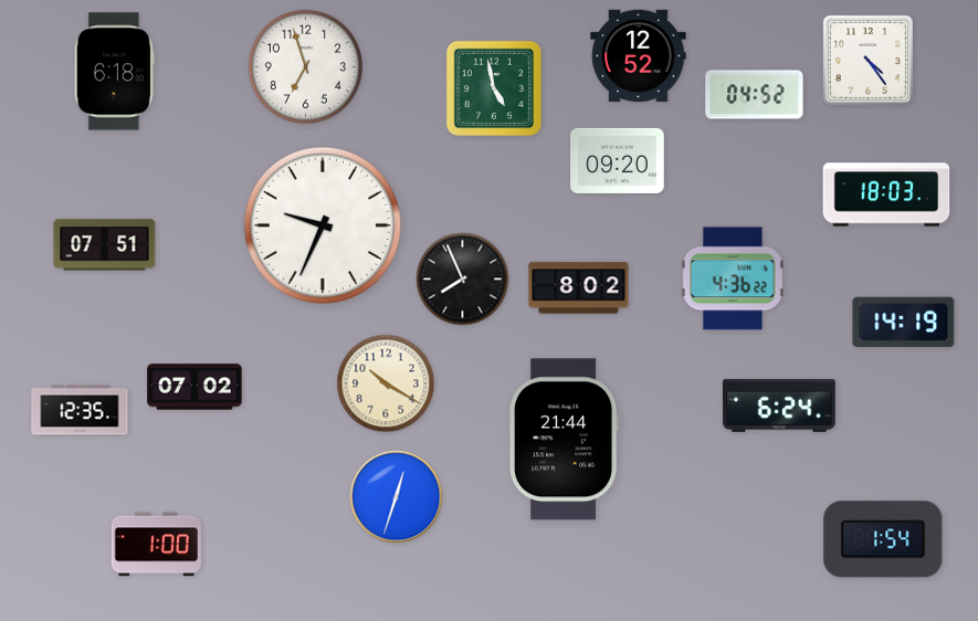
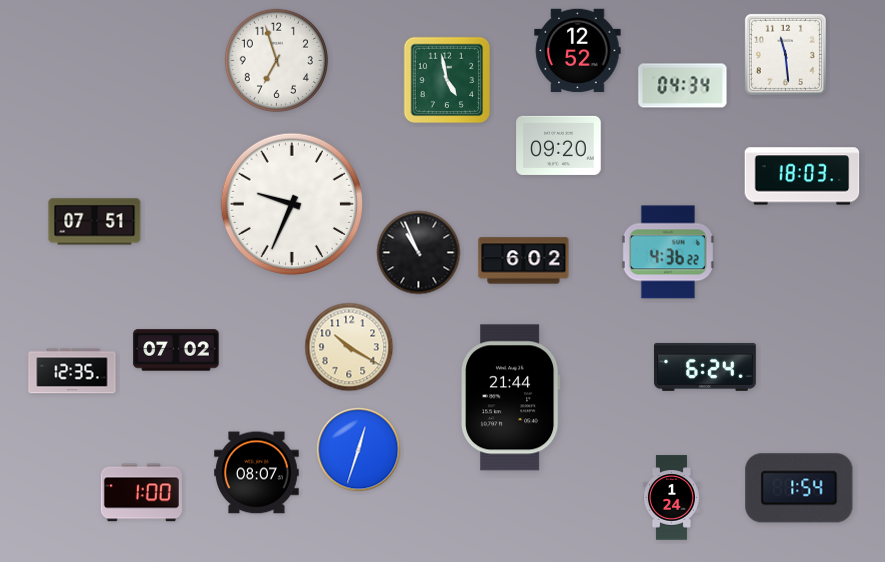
clock at (867, 60): 4:24 -> 11:29
clock at (114, 72): 6:18 -> none
clock at (755, 95): 04:52 -> 04:34
clock at (733, 278) position: (733, 278) -> (668, 252)
clock at (463, 280): 7:56 -> 10:56
clock at (579, 288): 8:02 -> 6:02
clock at (904, 323): 14:19 -> none
clock at (257, 473): none -> 08:07
clock at (671, 498): none -> 1:24
